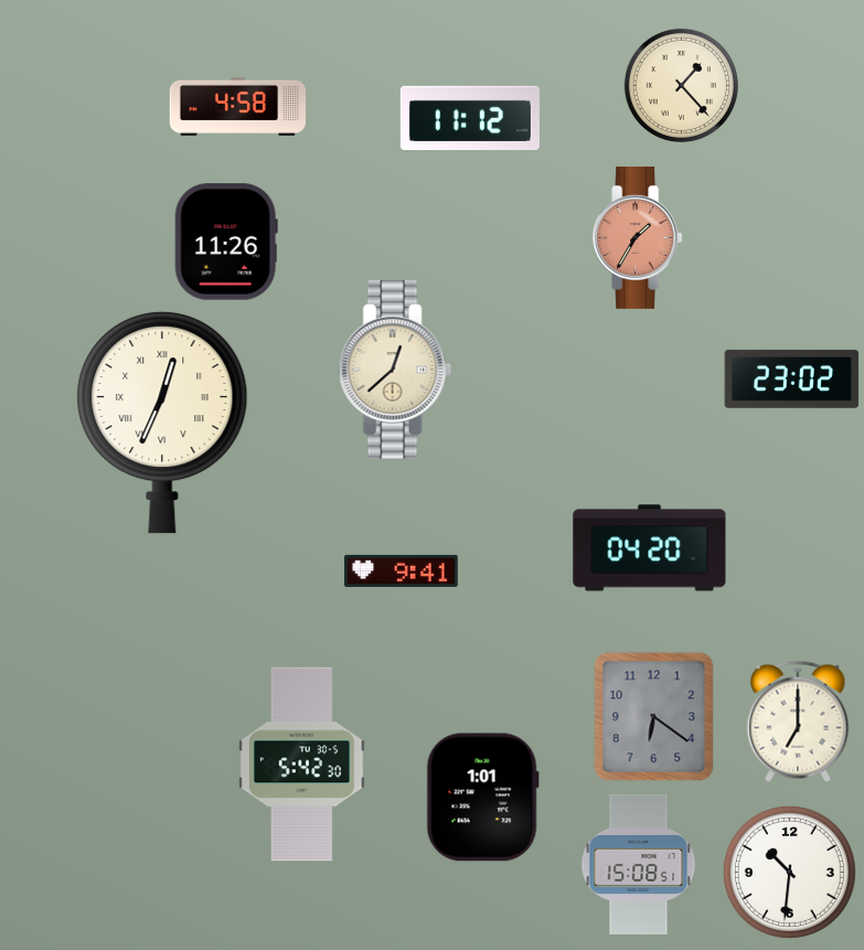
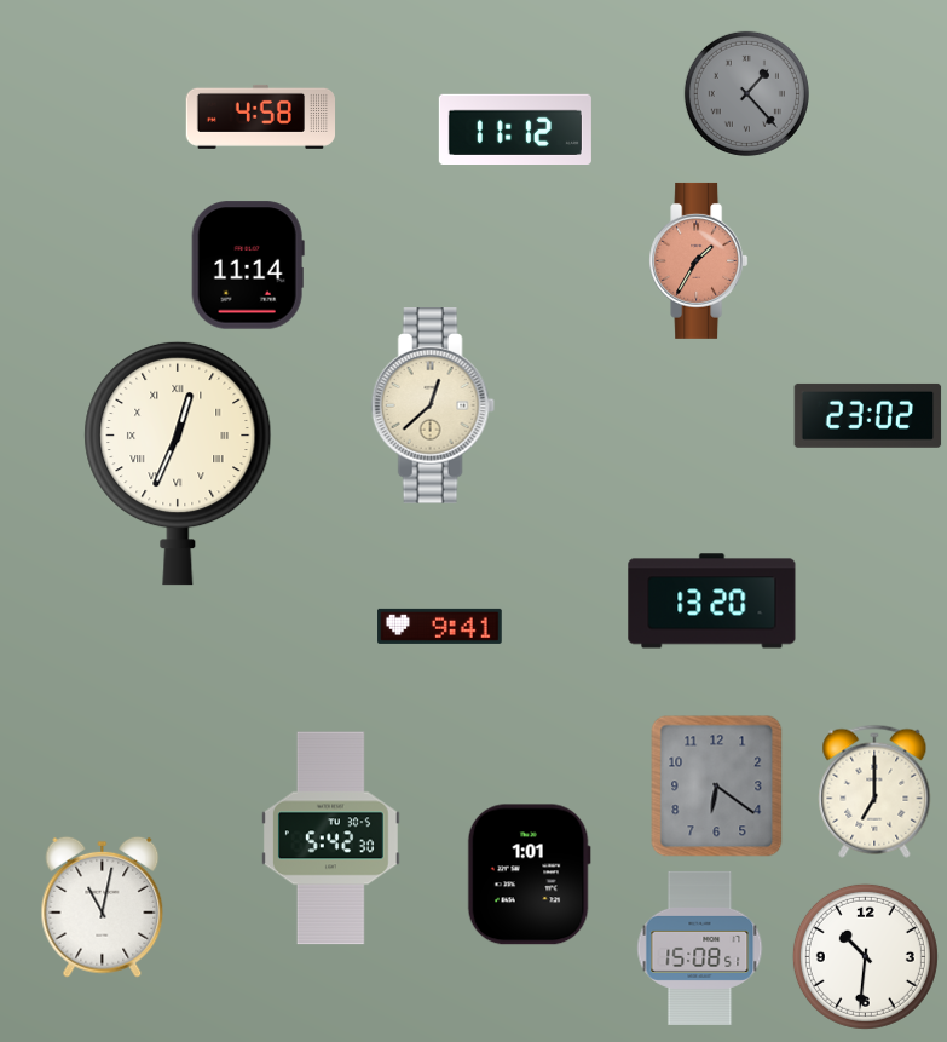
clock at (681, 85) dial: cream -> grey
clock at (226, 242): 11:26 -> 11:14
clock at (650, 548): 04:20 -> 13:20
clock at (103, 906): none -> 11:02
